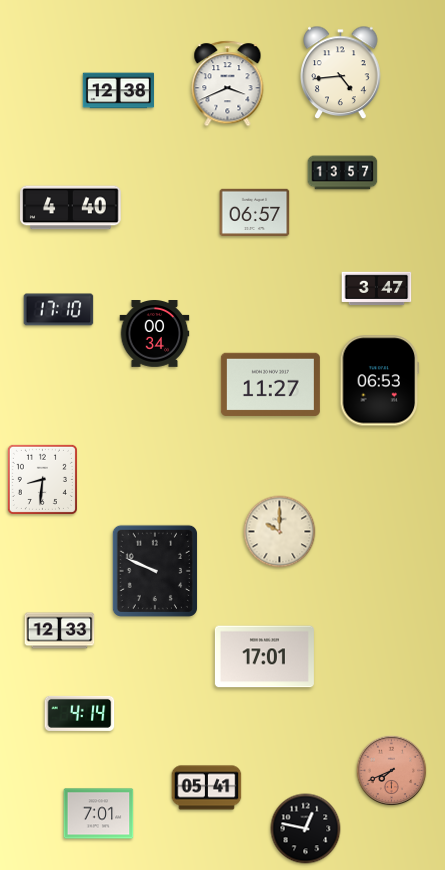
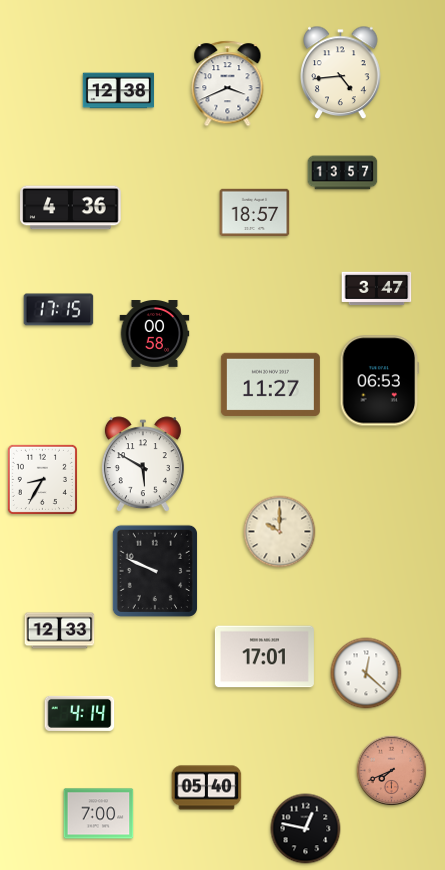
clock at (71, 208): 4:40 -> 4:36
clock at (255, 212): 06:57 -> 18:57
clock at (59, 310): 17:10 -> 17:15
clock at (155, 334): 00:34 -> 00:58
clock at (143, 465): none -> 5:50
clock at (42, 479): 8:31 -> 8:35
clock at (366, 673): none -> 12:22
clock at (207, 788): 05:41 -> 05:40
clock at (99, 814): 7:01 -> 7:00
